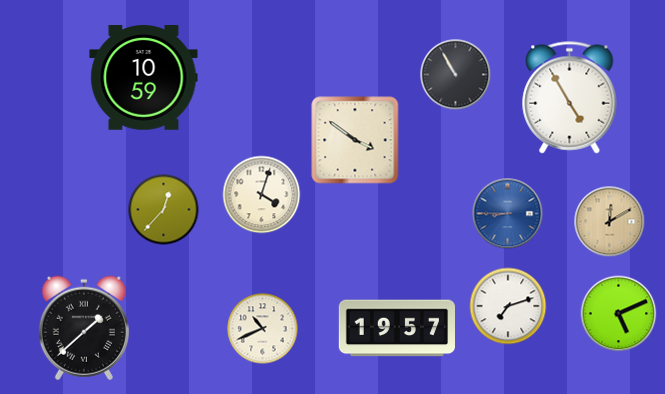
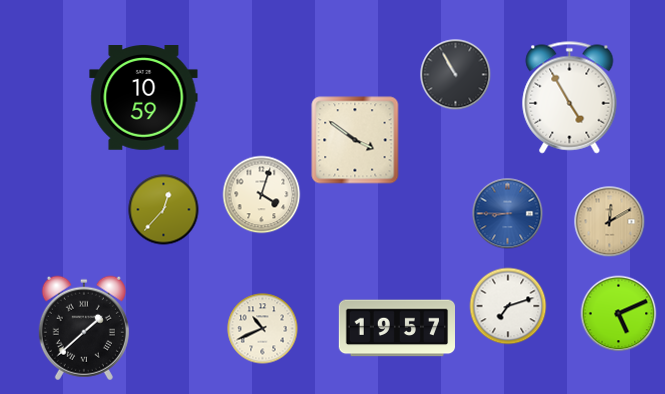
clock at (144, 78) position: (144, 78) -> (144, 98)
